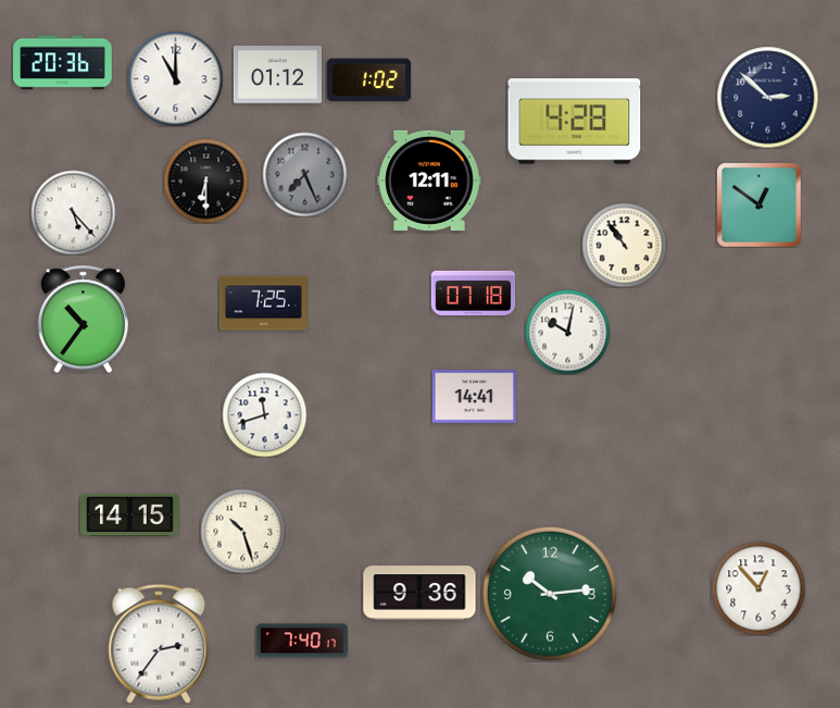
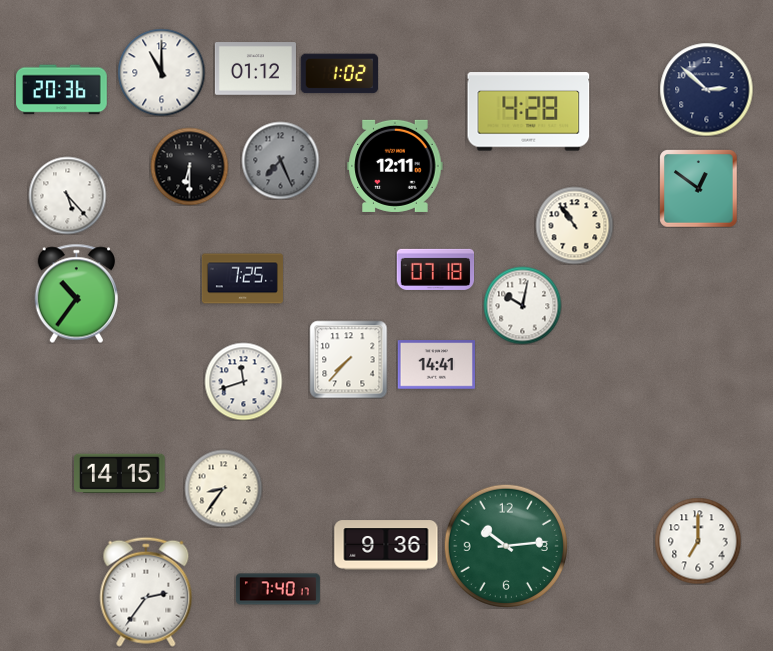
clock at (63, 63) position: (63, 63) -> (62, 90)
clock at (348, 359): none -> 7:37
clock at (242, 531): 10:27 -> 8:36
clock at (758, 588): 12:53 -> 7:00
